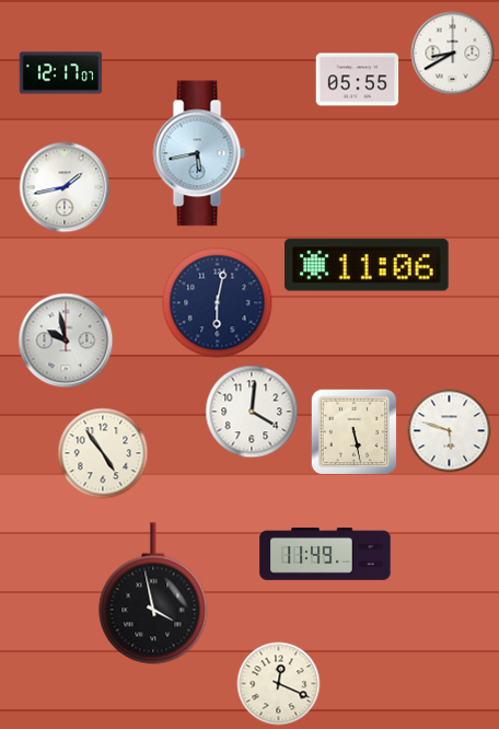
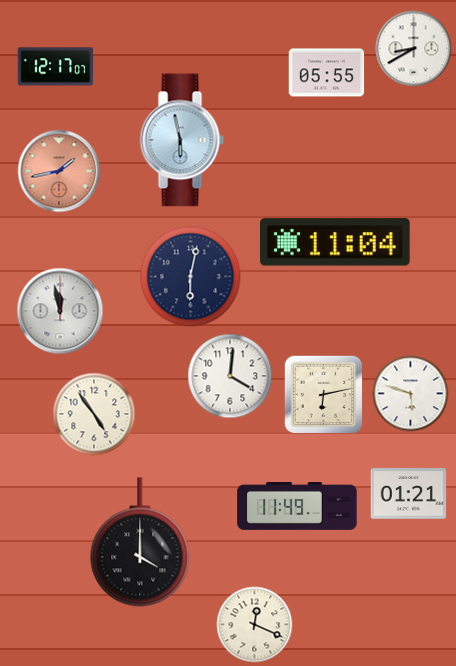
clock at (199, 153): 5:43 -> 5:58
clock at (65, 187) dial: white -> salmon
clock at (368, 265): 11:06 -> 11:04
clock at (218, 303) position: (218, 303) -> (191, 277)
clock at (66, 340): 9:58 -> 11:58
clock at (355, 432): 5:28 -> 6:13
clock at (409, 494): none -> 01:21
clock at (153, 593): 3:58 -> 4:00
